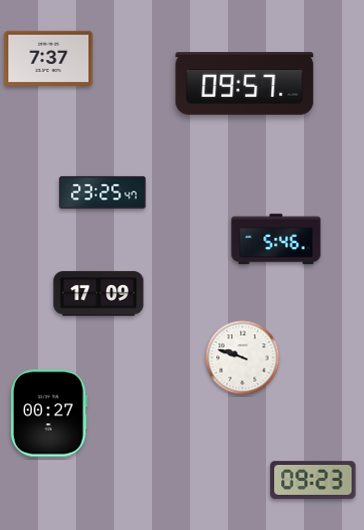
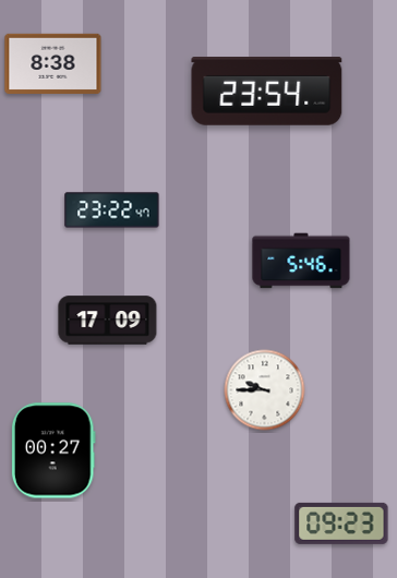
clock at (49, 58): 7:37 -> 8:38
clock at (245, 84): 09:57 -> 23:54
clock at (103, 193): 23:25 -> 23:22
clock at (243, 358): 9:48 -> 9:45
